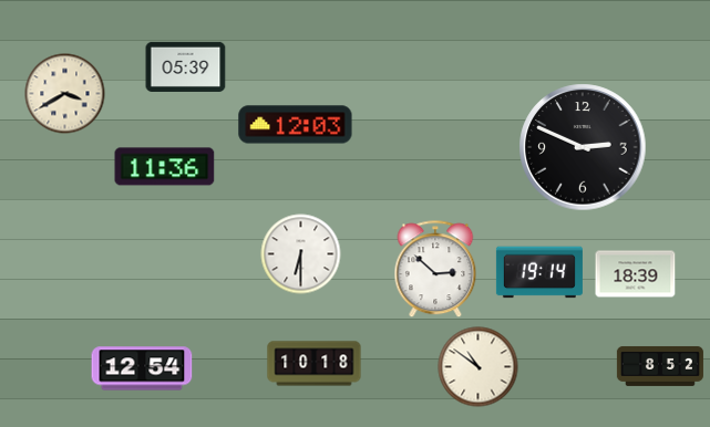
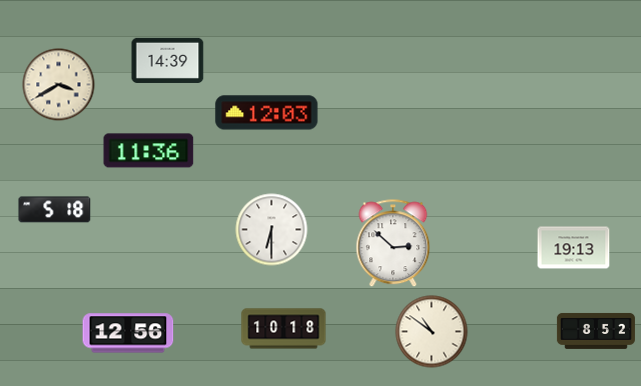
clock at (186, 66): 05:39 -> 14:39
clock at (583, 147): 2:49 -> none
clock at (55, 210): none -> 5:18
clock at (539, 272): 19:14 -> none
clock at (636, 274): 18:39 -> 19:13
clock at (142, 368): 12:54 -> 12:56
